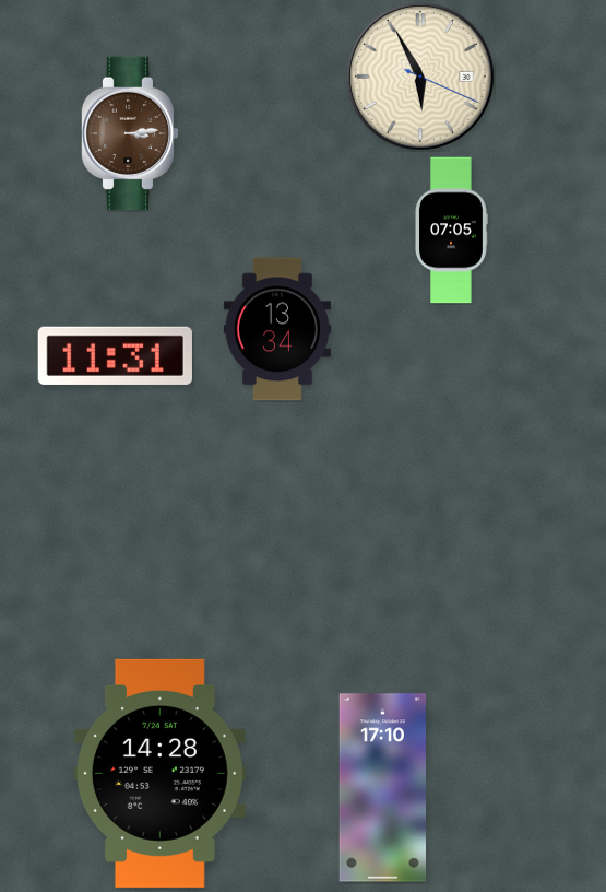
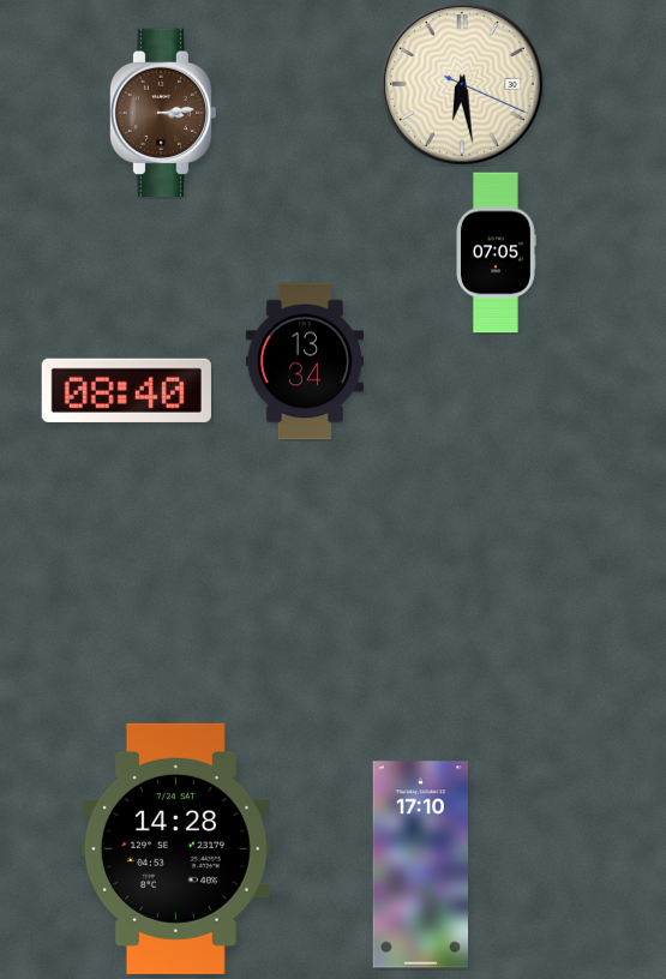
clock at (420, 77): 5:55 -> 6:28
clock at (130, 132) position: (130, 132) -> (163, 112)
clock at (115, 355): 11:31 -> 08:40
